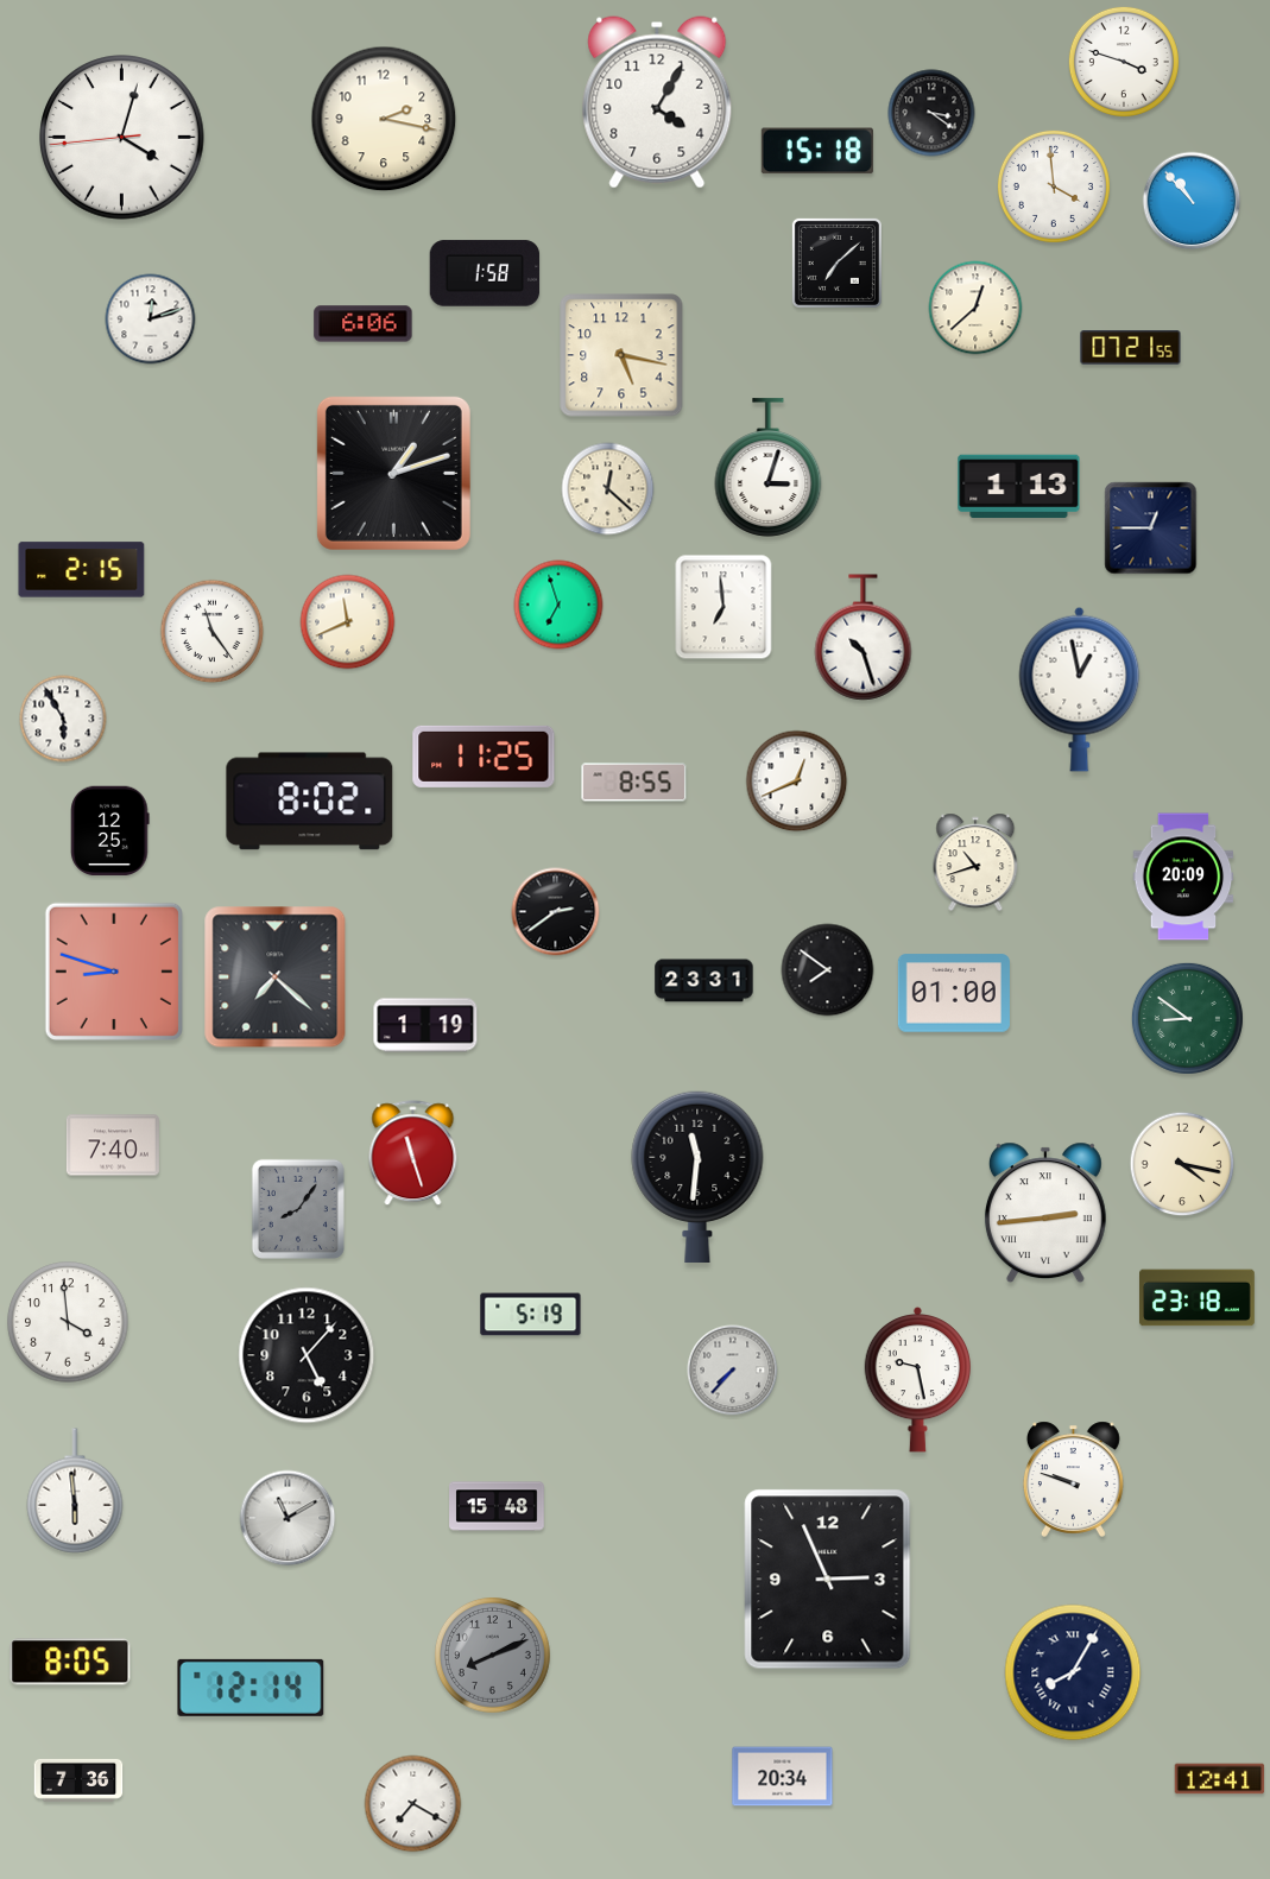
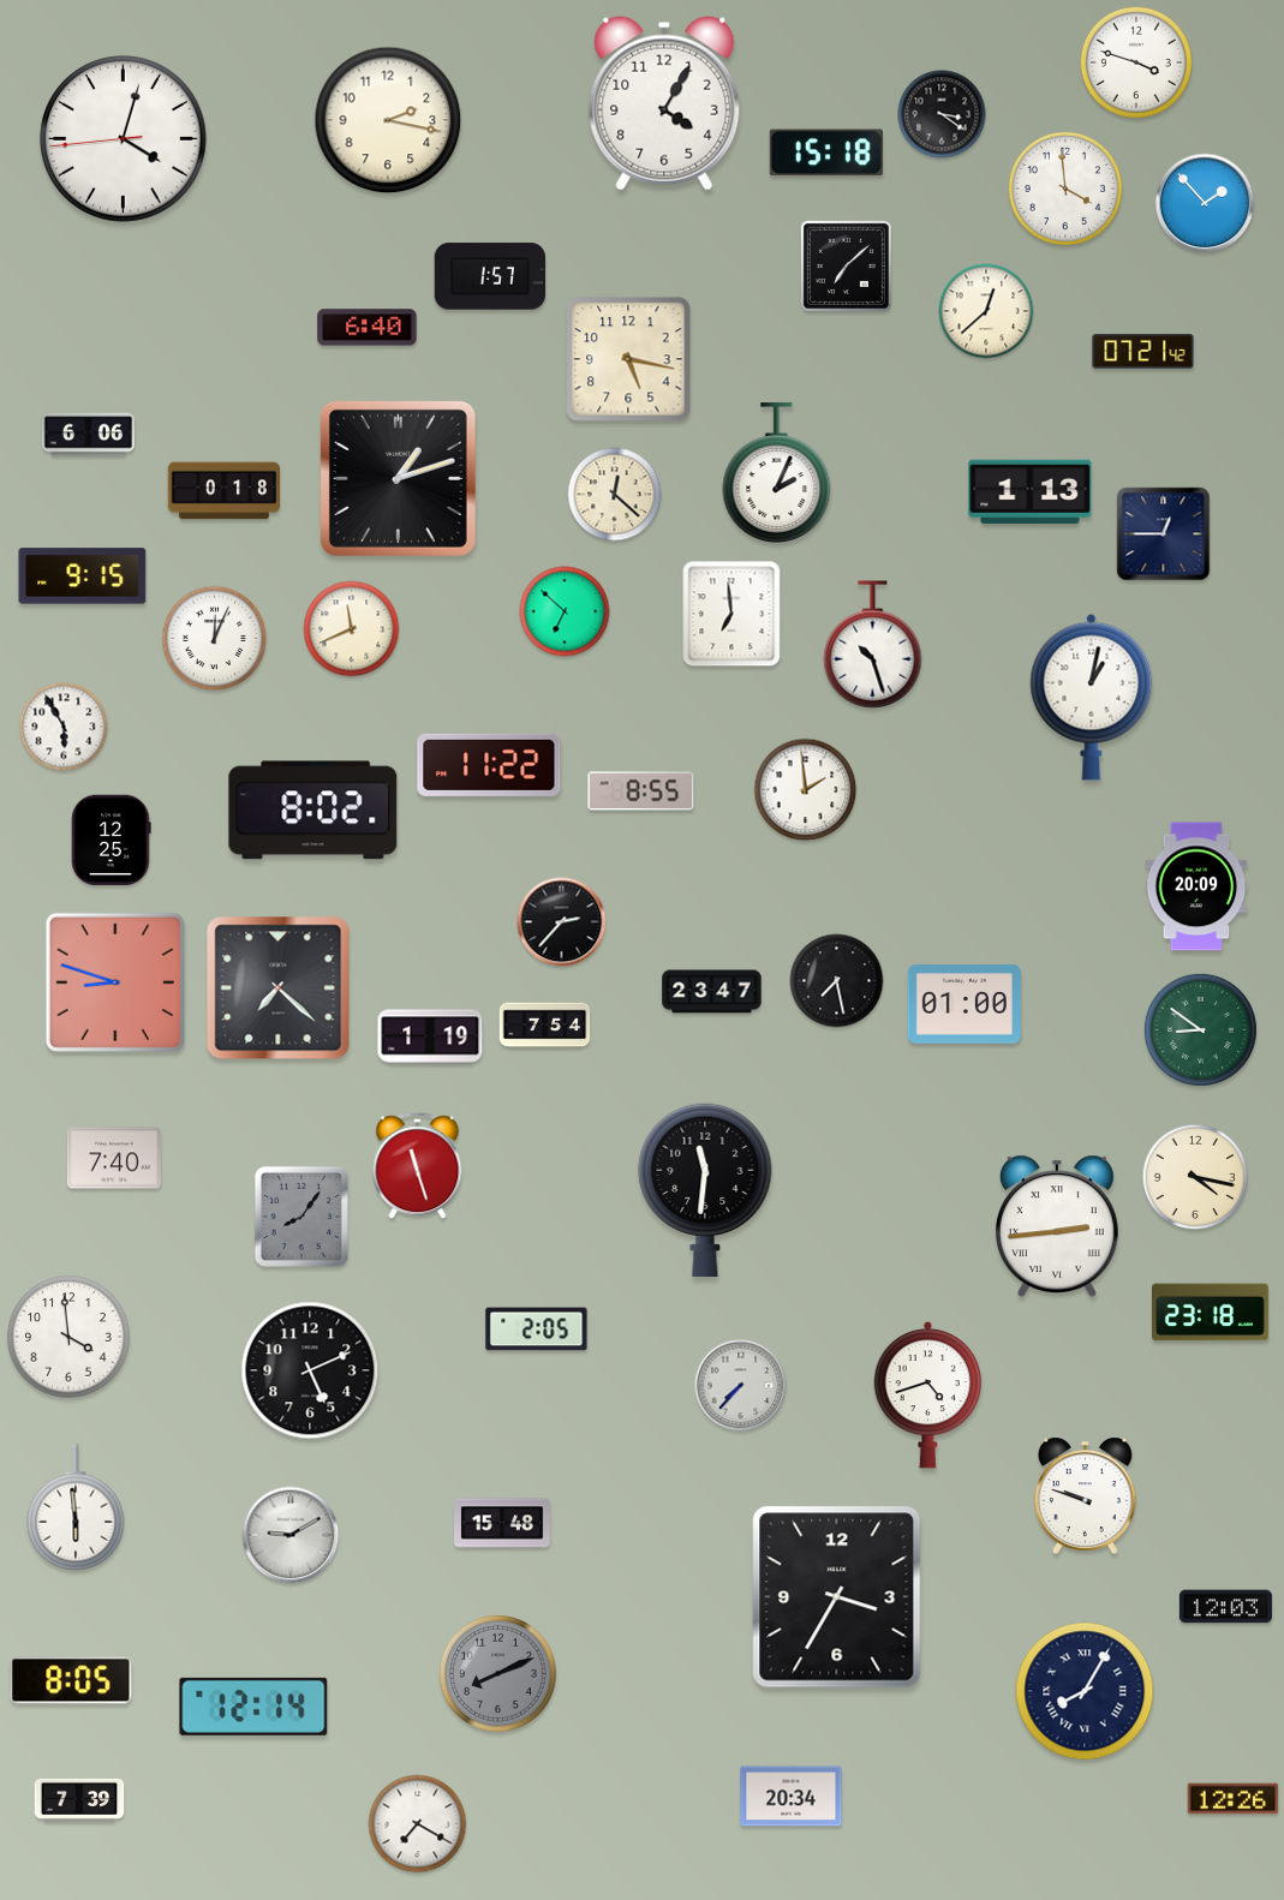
clock at (1192, 201): 10:53 -> 1:53
clock at (485, 273): 1:58 -> 1:57
clock at (151, 320): 12:12 -> none
clock at (364, 324): 6:06 -> 6:40
clock at (1131, 348): 07:21:55 -> 07:21:42
clock at (88, 435): none -> 6:06
clock at (769, 468): 3:03 -> 2:04
clock at (225, 491): none -> 0:18
clock at (82, 570): 2:15 -> 9:15
clock at (558, 605): 6:57 -> 6:52
clock at (213, 632): 11:24 -> 12:04
clock at (1080, 689): 12:58 -> 1:02
clock at (484, 757): 11:25 -> 11:22
clock at (797, 782): 12:41 -> 1:59
clock at (975, 862): 10:42 -> none
clock at (556, 912): 2:39 -> 2:37
clock at (828, 970): 7:51 -> 7:28
clock at (704, 981): 23:31 -> 23:47
clock at (545, 1026): none -> 7:54
clock at (298, 1209) position: (298, 1209) -> (301, 1217)
clock at (531, 1315): 5:19 -> 2:05
clock at (307, 1355): 5:07 -> 5:11
clock at (917, 1379): 9:28 -> 4:42
clock at (288, 1518): 11:10 -> 9:10
clock at (828, 1580): 2:56 -> 3:35
clock at (1225, 1607): none -> 12:03
clock at (1220, 1779): 12:41 -> 12:26
clock at (78, 1780): 7:36 -> 7:39
